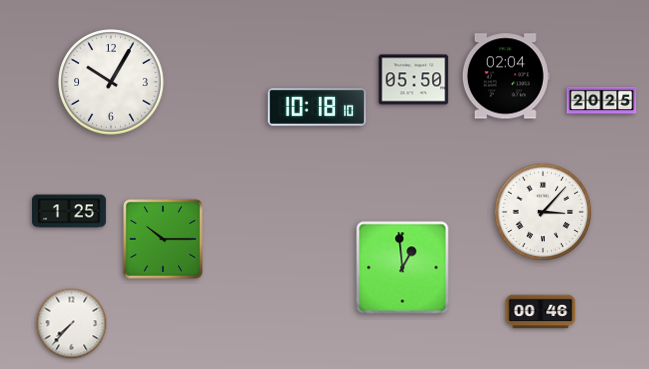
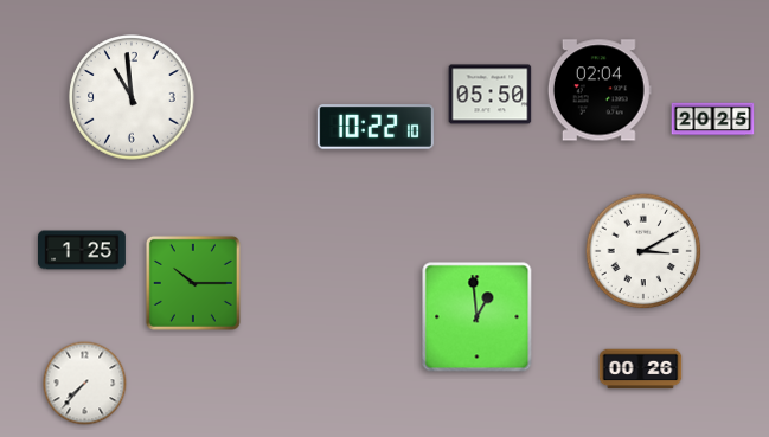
clock at (111, 82): 10:05 -> 10:59
clock at (316, 107): 10:18 -> 10:22
clock at (543, 212): 3:07 -> 3:10
clock at (541, 312): 00:46 -> 00:26
